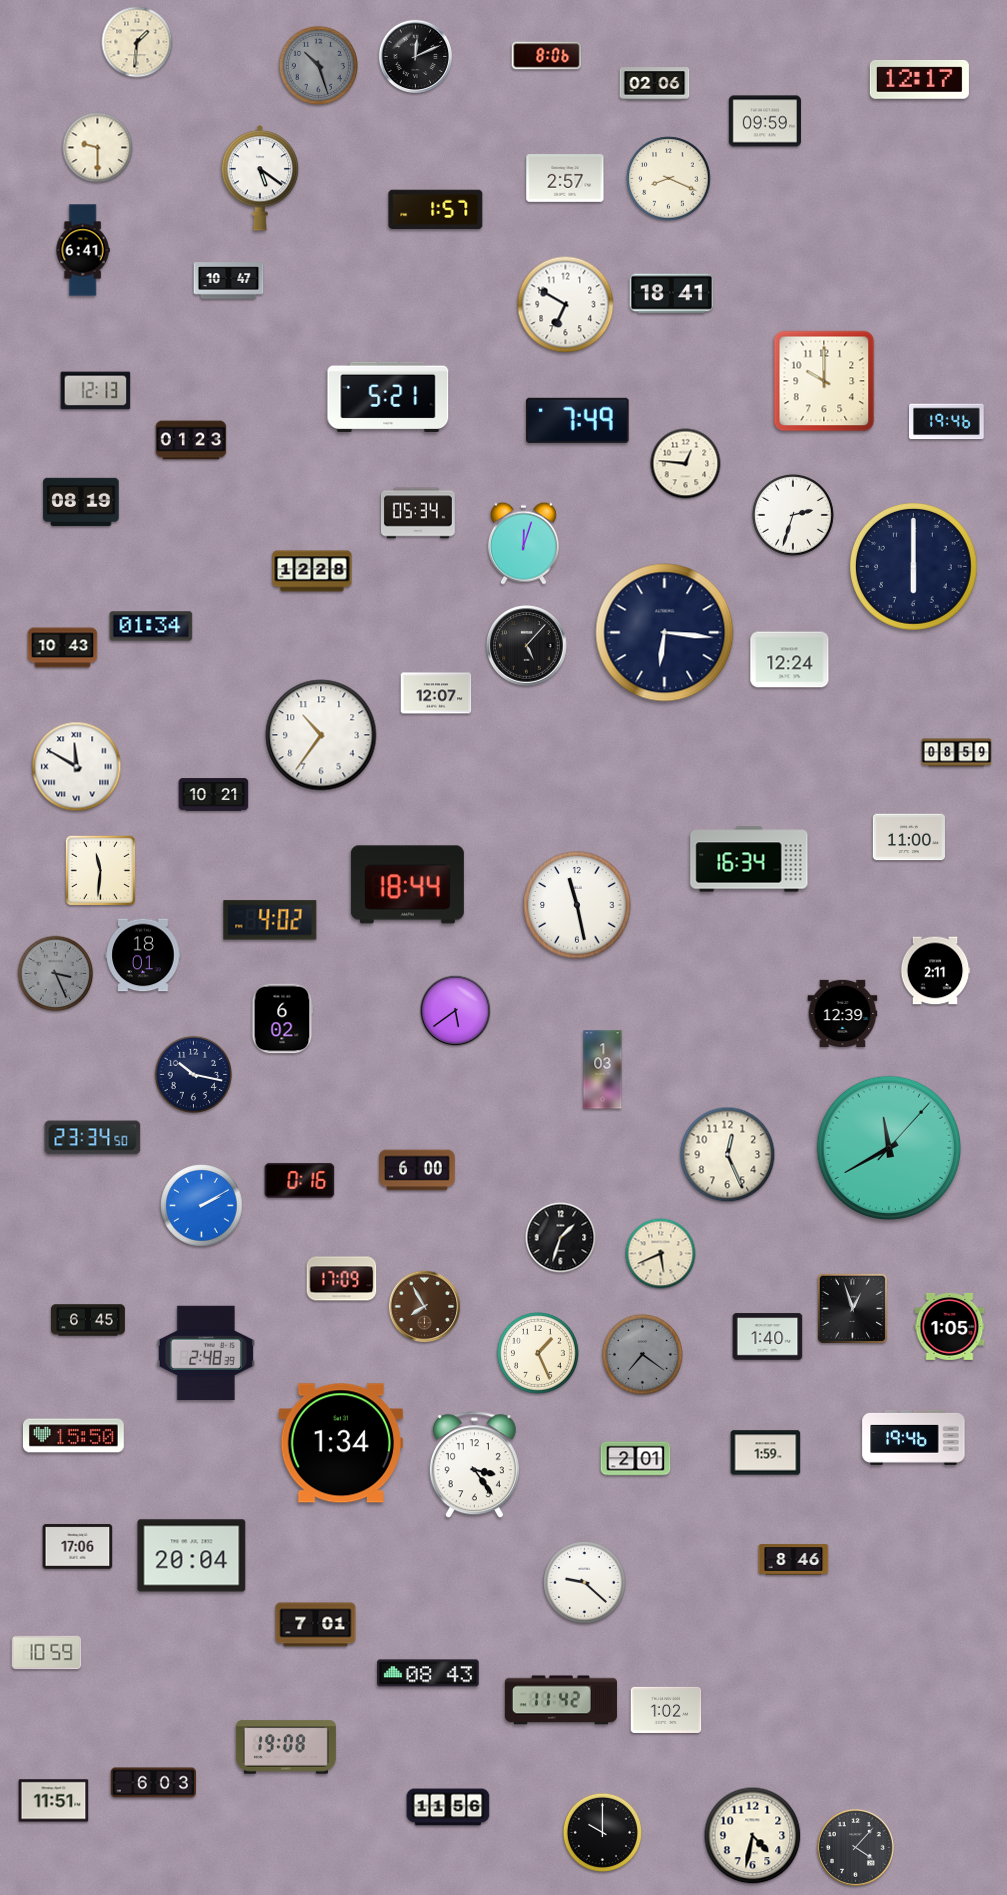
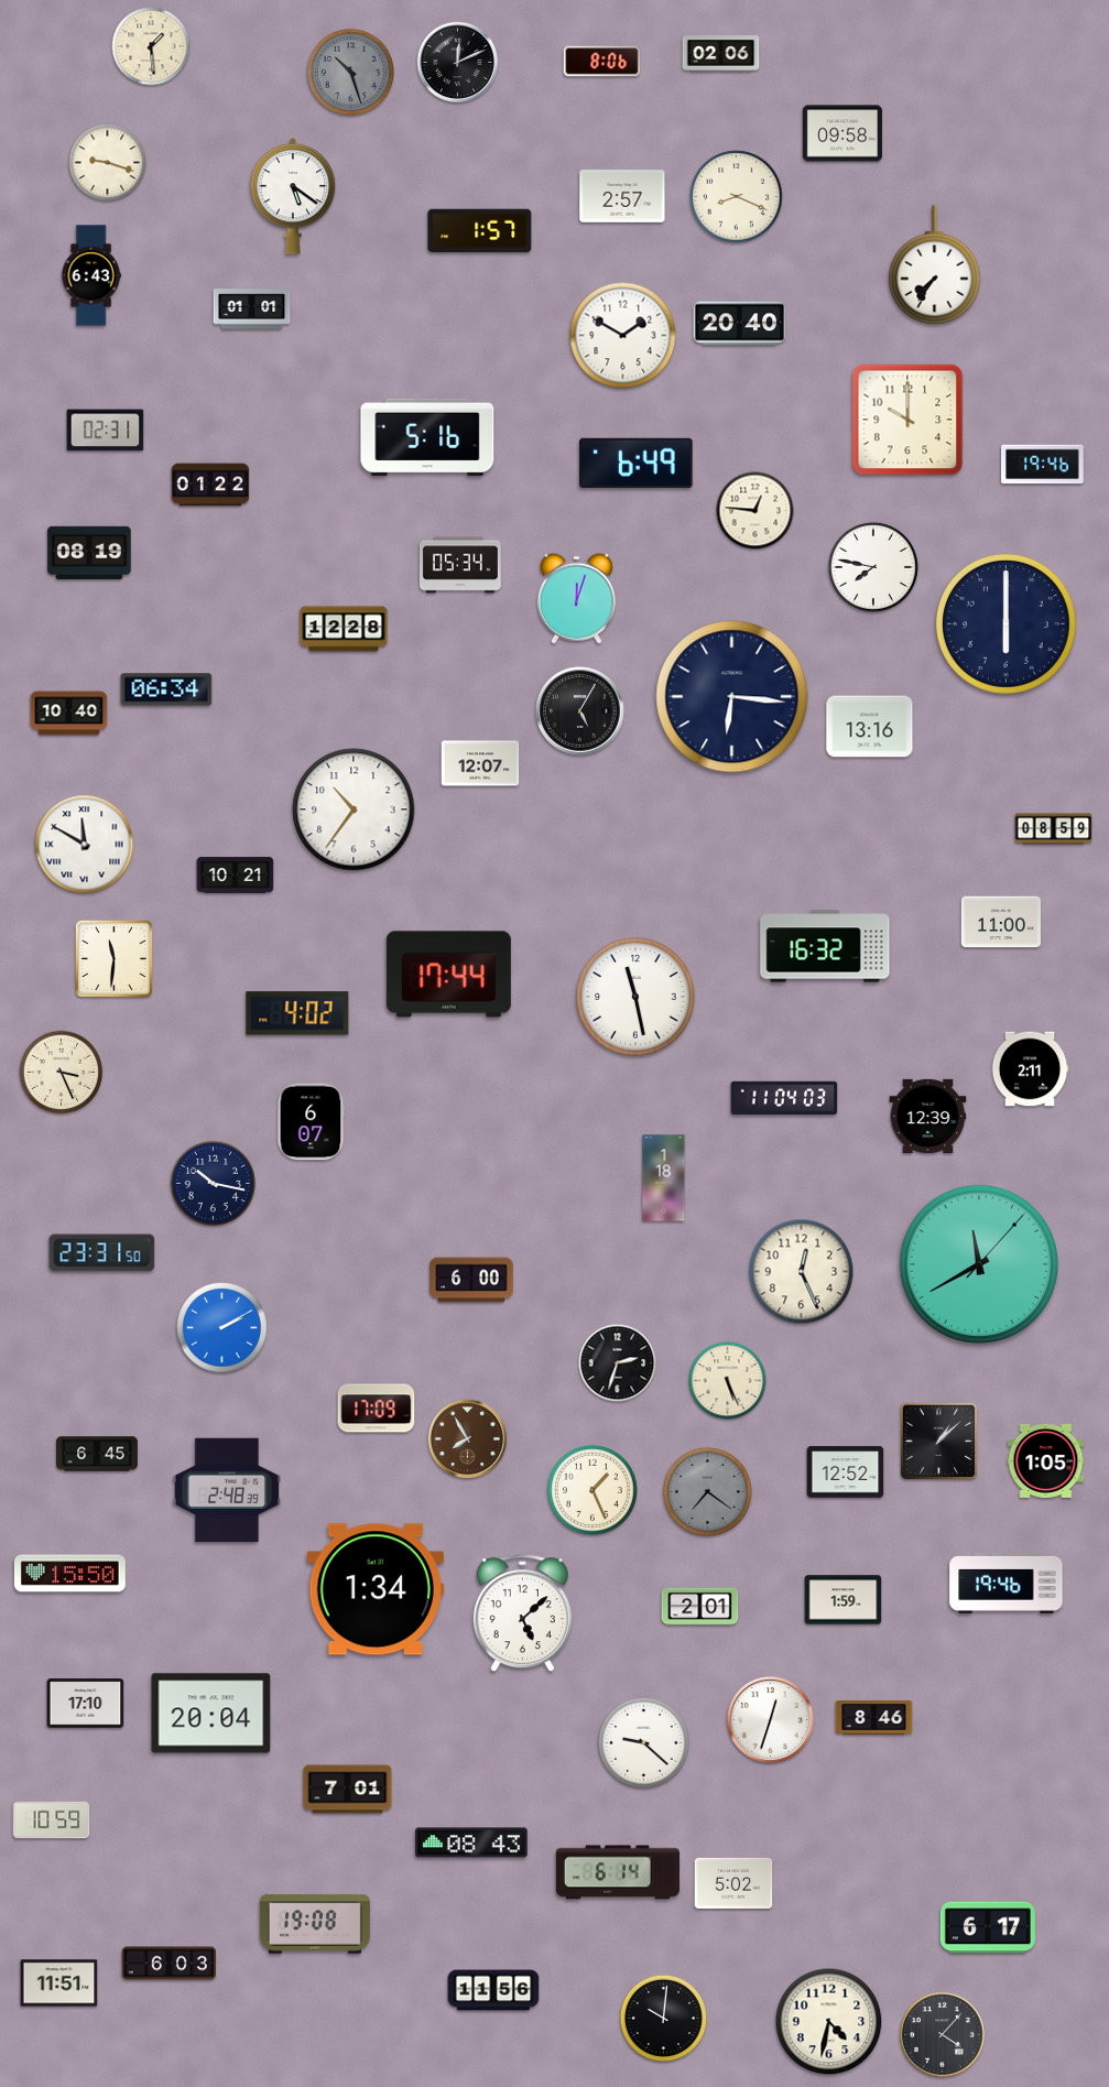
clock at (137, 42): 1:31 -> 1:29
clock at (919, 80): 12:17 -> none
clock at (655, 84) position: (655, 84) -> (721, 54)
clock at (765, 121): 09:59 -> 09:58
clock at (98, 148): 9:30 -> 9:18
clock at (260, 178) position: (260, 178) -> (293, 196)
clock at (935, 265): none -> 7:36
clock at (83, 250): 6:41 -> 6:43
clock at (229, 281): 10:47 -> 01:01
clock at (672, 294): 18:41 -> 20:40
clock at (566, 305): 6:50 -> 1:50
clock at (96, 391): 12:13 -> 02:31
clock at (388, 397): 5:21 -> 5:16
clock at (578, 420): 7:49 -> 6:49
clock at (191, 440): 01:23 -> 01:22
clock at (793, 515): 2:33 -> 7:47
clock at (151, 626): 01:34 -> 06:34
clock at (527, 646): 5:07 -> 5:05
clock at (63, 648): 10:43 -> 10:40
clock at (790, 660): 12:24 -> 13:16
clock at (749, 859): 16:34 -> 16:32
clock at (100, 870) position: (100, 870) -> (113, 958)
clock at (407, 885): 18:44 -> 17:44
clock at (143, 955): 18:01 -> none
clock at (56, 974) dial: grey -> cream
clock at (784, 1097): none -> 11:04
clock at (456, 1011): 5:39 -> none
clock at (282, 1019): 6:02 -> 6:07
clock at (603, 1070): 1:03 -> 1:18
clock at (93, 1138): 23:34 -> 23:31
clock at (417, 1170) position: (417, 1170) -> (471, 1280)
clock at (300, 1181): 0:16 -> none
clock at (561, 1238): 1:33 -> 2:33
clock at (661, 1254): 5:41 -> 5:26
clock at (852, 1308): 12:57 -> 1:08
clock at (768, 1337): 1:40 -> 12:52
clock at (74, 1436) position: (74, 1436) -> (70, 1574)
clock at (474, 1465): 3:24 -> 5:08
clock at (78, 1547): 17:06 -> 17:10
clock at (771, 1720): none -> 12:33
clock at (561, 1700): 11:42 -> 6:14
clock at (666, 1710): 1:02 -> 5:02
clock at (988, 1927): none -> 6:17
clock at (602, 1832): 10:00 -> 10:01
